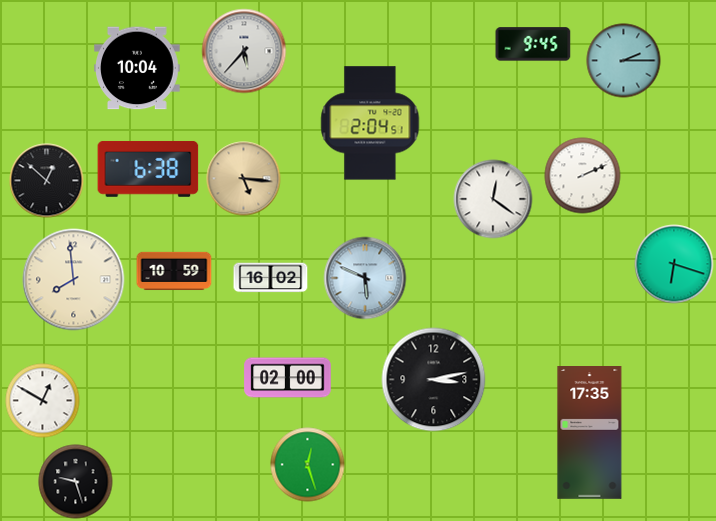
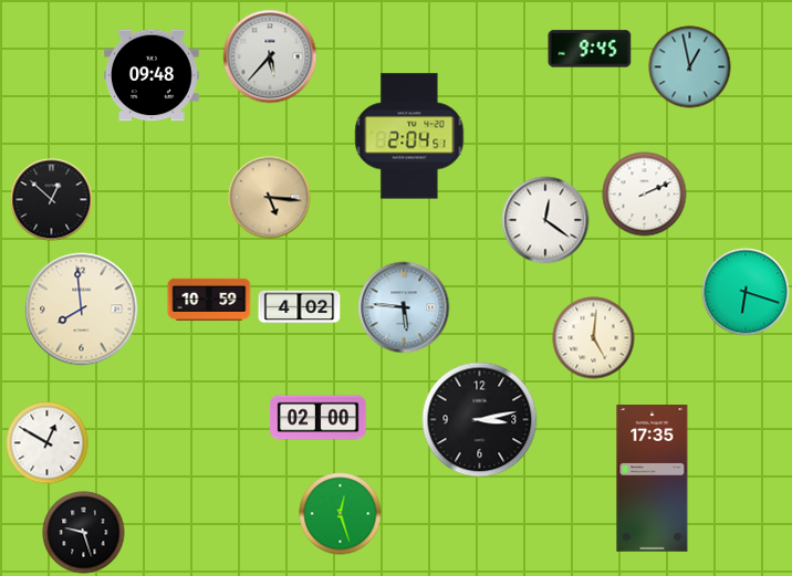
clock at (624, 61): 2:15 -> 12:58
clock at (137, 68): 10:04 -> 09:48
clock at (148, 169): 6:38 -> none
clock at (174, 271) position: (174, 271) -> (209, 300)
clock at (271, 278): 16:02 -> 4:02
clock at (365, 278): 5:49 -> 5:46
clock at (594, 338): none -> 5:01
